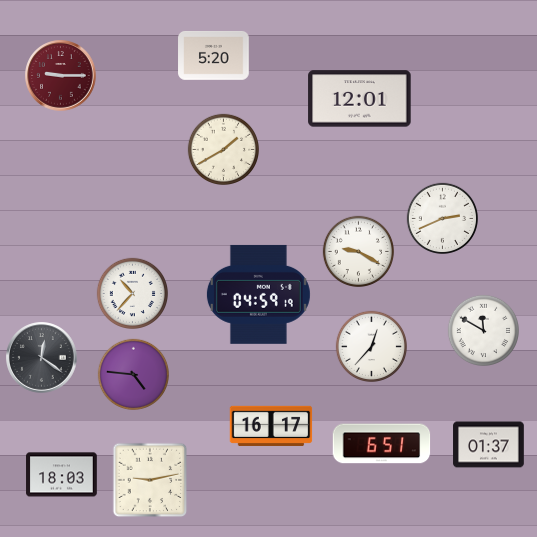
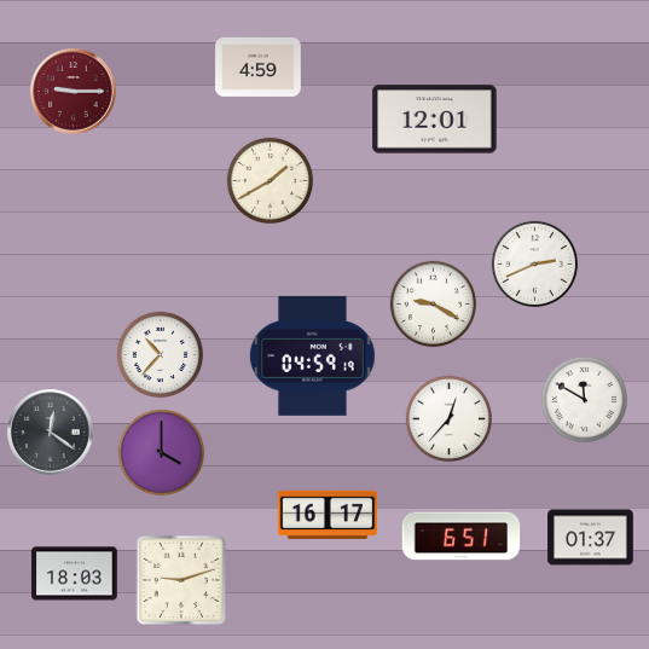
clock at (214, 56): 5:20 -> 4:59
clock at (134, 375): 4:46 -> 4:00
clock at (150, 480): 9:13 -> 9:12
